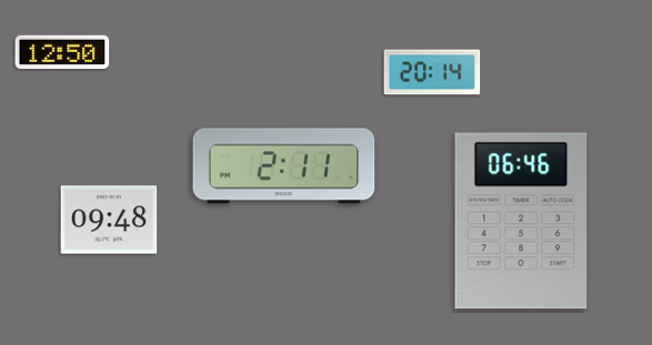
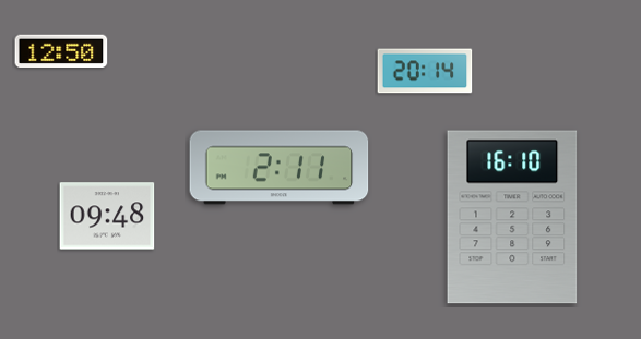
clock at (284, 166) position: (284, 166) -> (280, 168)
clock at (521, 221): 06:46 -> 16:10
